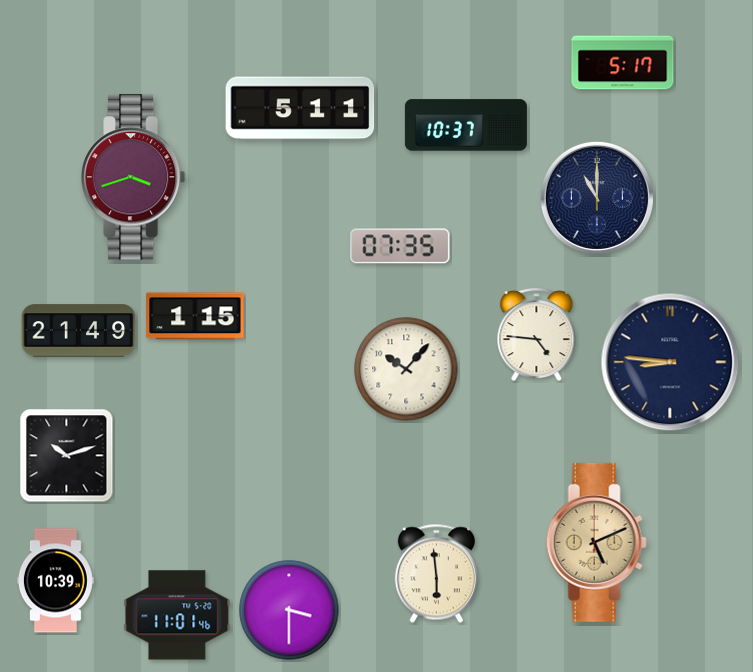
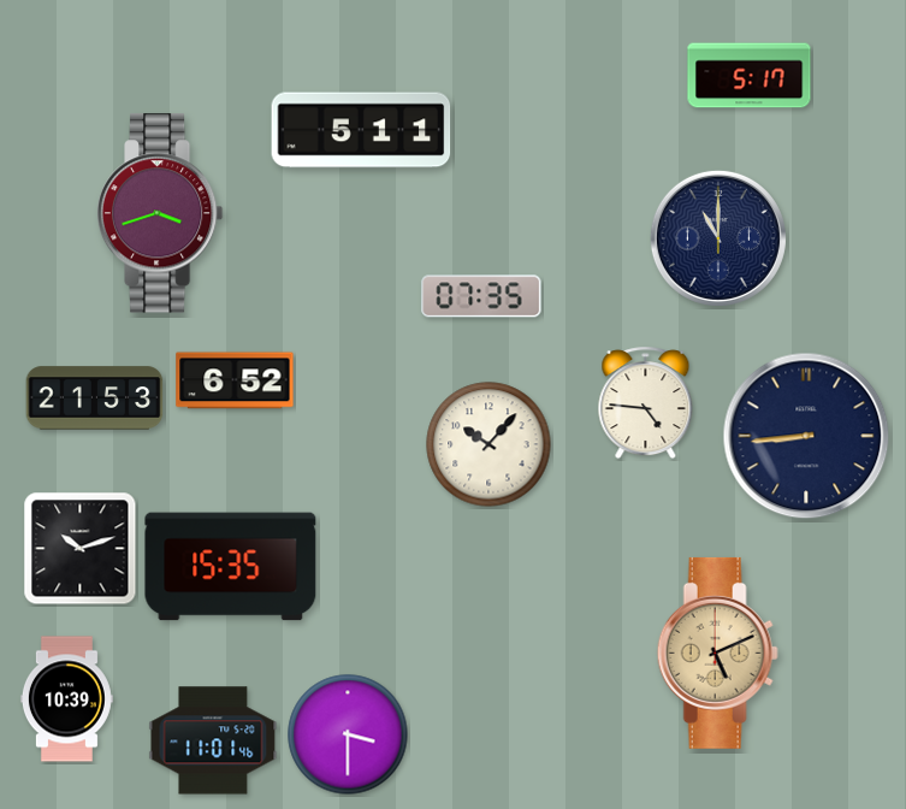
clock at (466, 125): 10:37 -> none
clock at (195, 316): 1:15 -> 6:52
clock at (79, 331): 21:49 -> 21:53
clock at (670, 362): 8:46 -> 8:44
clock at (231, 567): none -> 15:35
clock at (436, 574): 5:59 -> none
